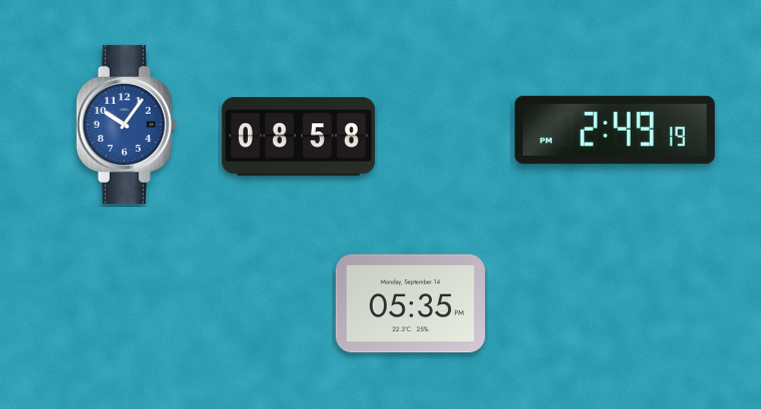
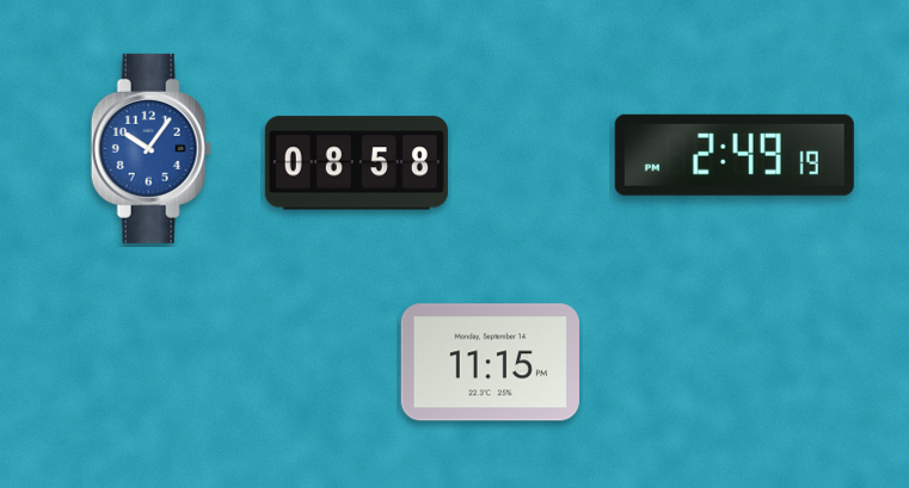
clock at (410, 304): 05:35 -> 11:15
